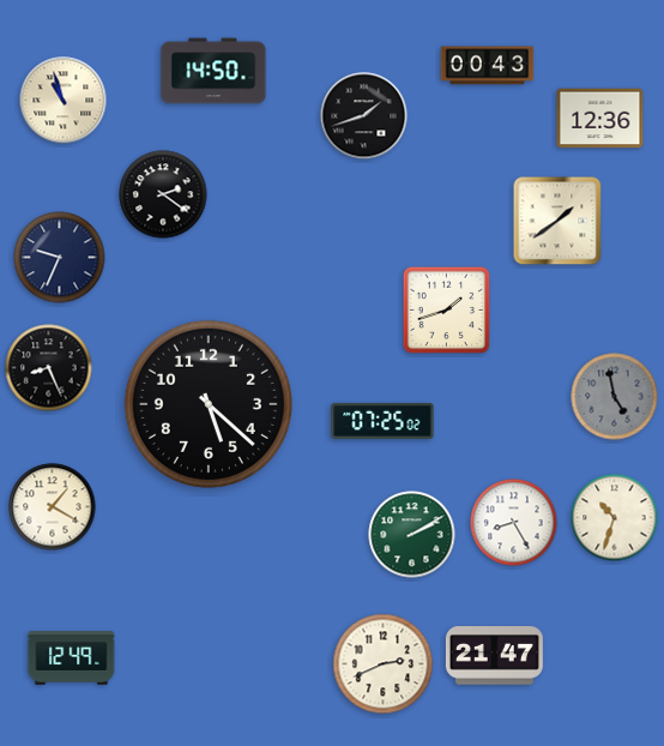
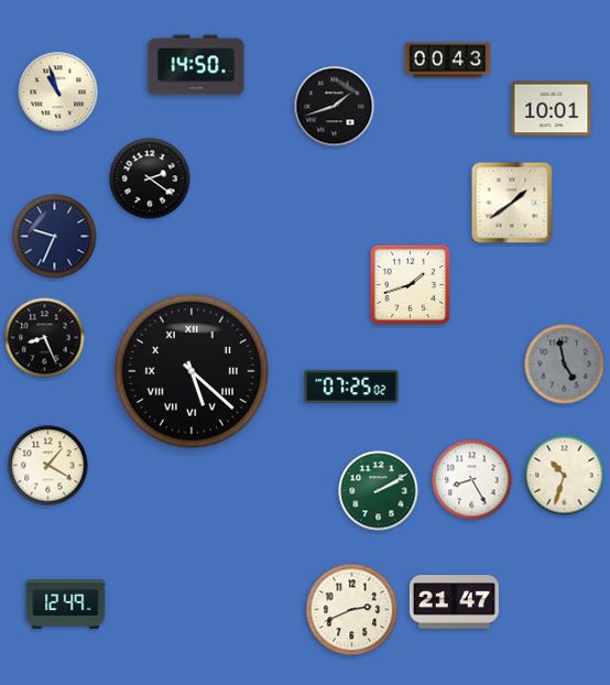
clock at (600, 119): 12:36 -> 10:01
clock at (209, 404) numerals: Arabic -> Roman
